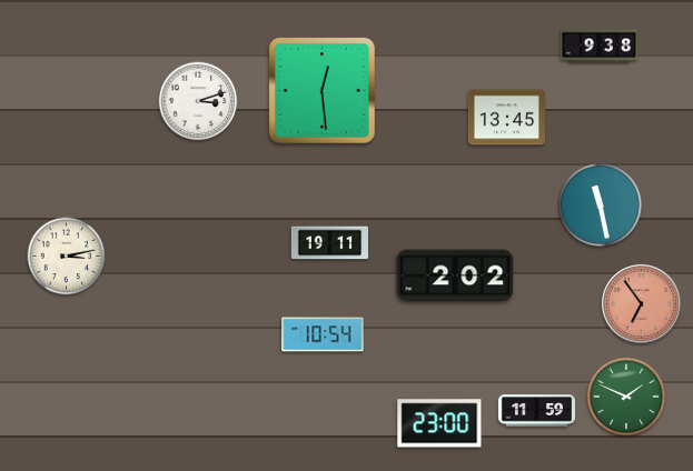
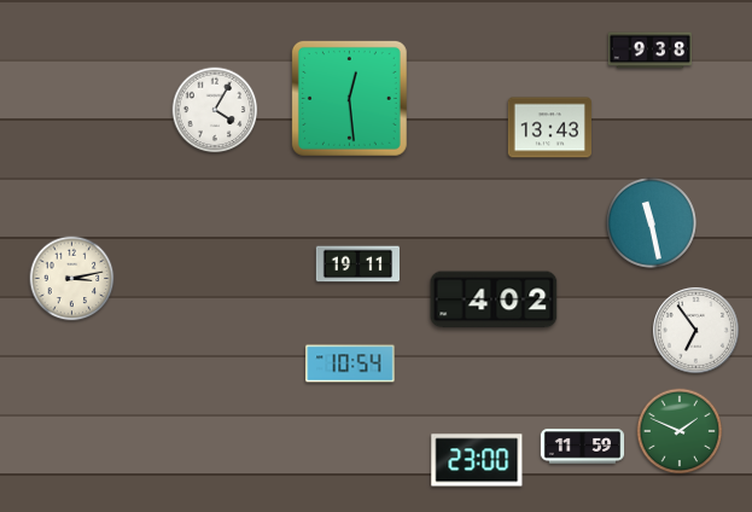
clock at (198, 101): 3:12 -> 4:05
clock at (506, 118): 13:45 -> 13:43
clock at (455, 275): 2:02 -> 4:02
clock at (641, 303) dial: salmon -> white
